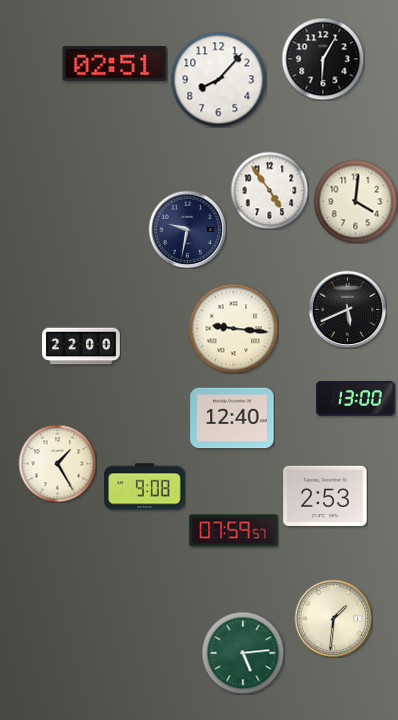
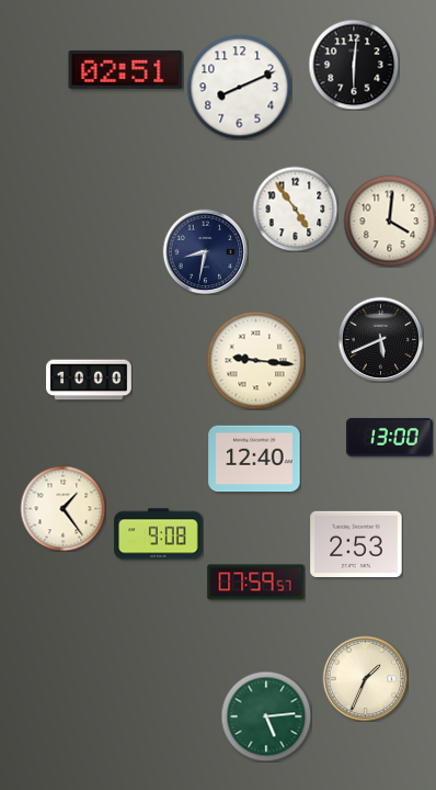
clock at (323, 59): 6:05 -> 6:01
clock at (218, 79): 8:07 -> 8:11
clock at (187, 229): 9:32 -> 8:32
clock at (81, 346): 22:00 -> 10:00
clock at (57, 463): 1:25 -> 1:24
clock at (333, 618): 1:31 -> 1:34
